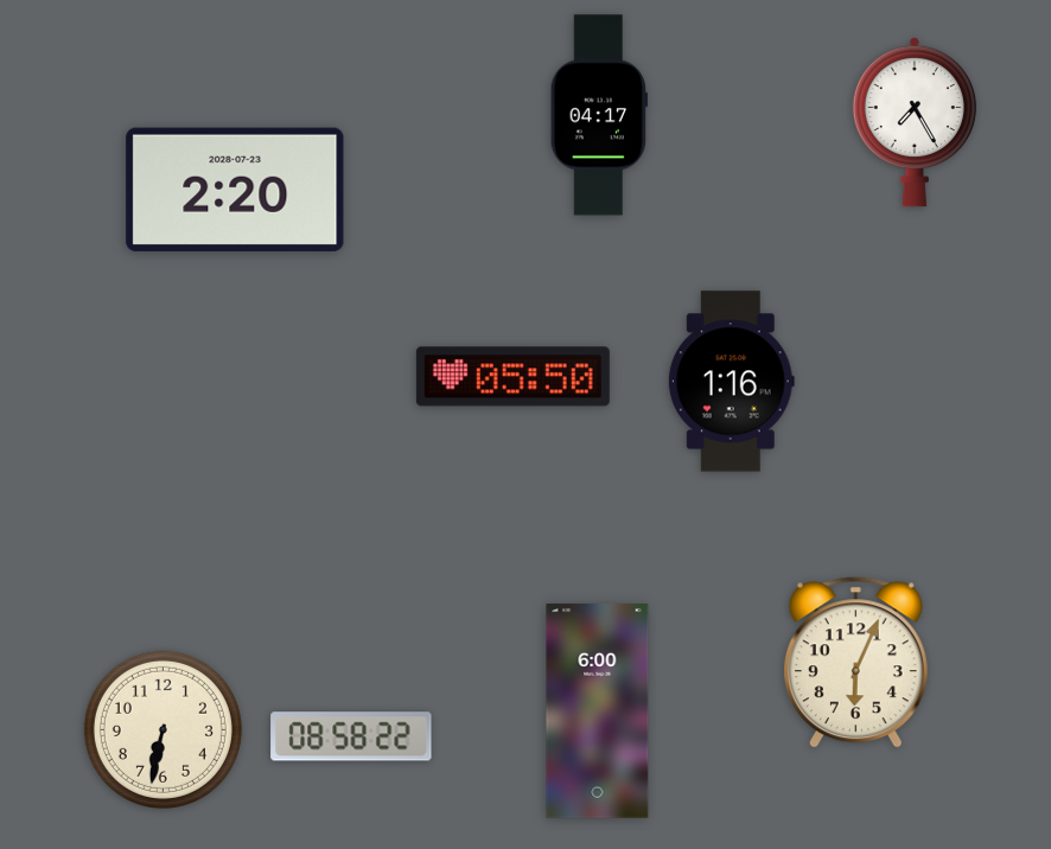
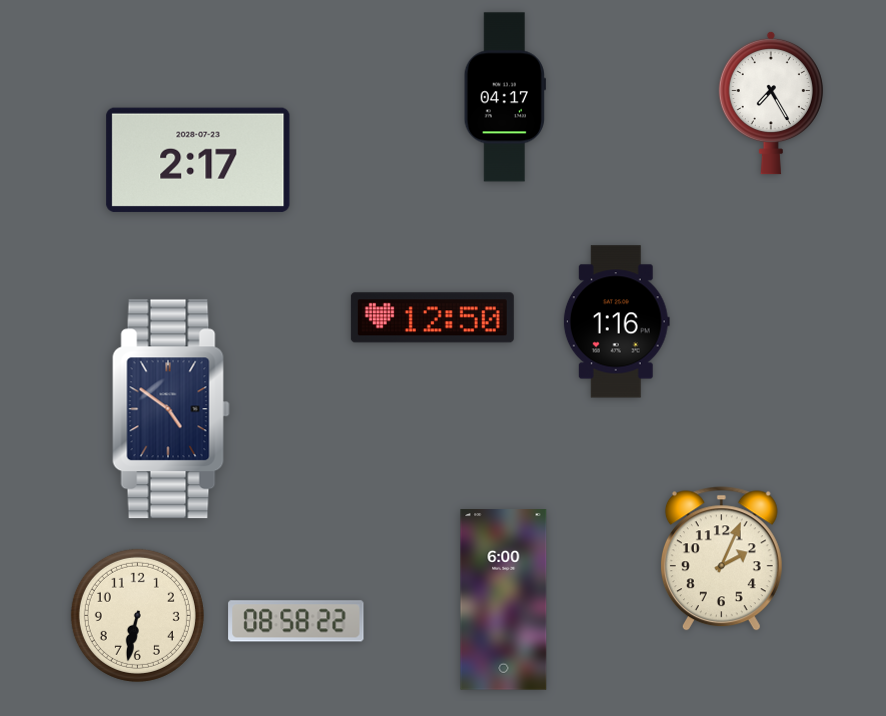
clock at (235, 190): 2:20 -> 2:17
clock at (512, 377): 05:50 -> 12:50
clock at (171, 409): none -> 4:51
clock at (855, 663): 6:04 -> 2:04
